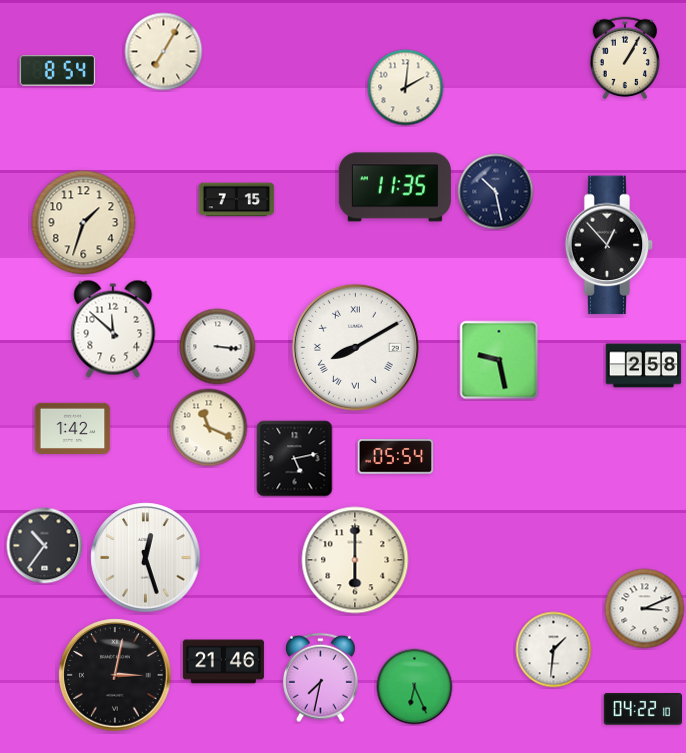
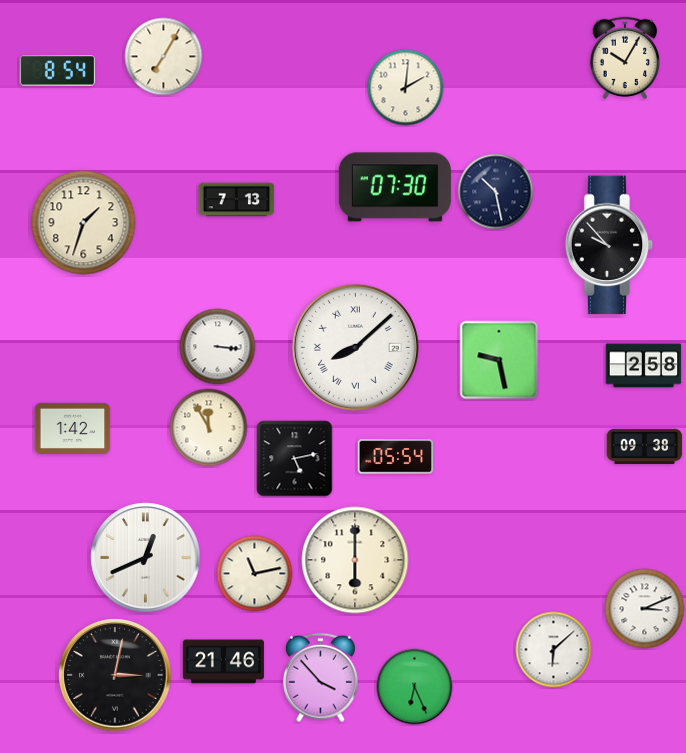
clock at (164, 52) position: (164, 52) -> (164, 57)
clock at (625, 58): 1:05 -> 10:05
clock at (395, 187): 11:35 -> 07:30
clock at (237, 200): 7:15 -> 7:13
clock at (609, 245): 12:53 -> 9:53
clock at (113, 329): 11:52 -> none
clock at (355, 347): 8:10 -> 8:08
clock at (209, 428): 11:19 -> 11:55
clock at (645, 446): none -> 09:38
clock at (45, 546): 10:36 -> none
clock at (146, 558): 12:27 -> 12:41
clock at (255, 574): none -> 11:13
clock at (554, 650): 1:31 -> 6:08
clock at (320, 678): 7:32 -> 3:53
clock at (642, 709): 04:22 -> none
